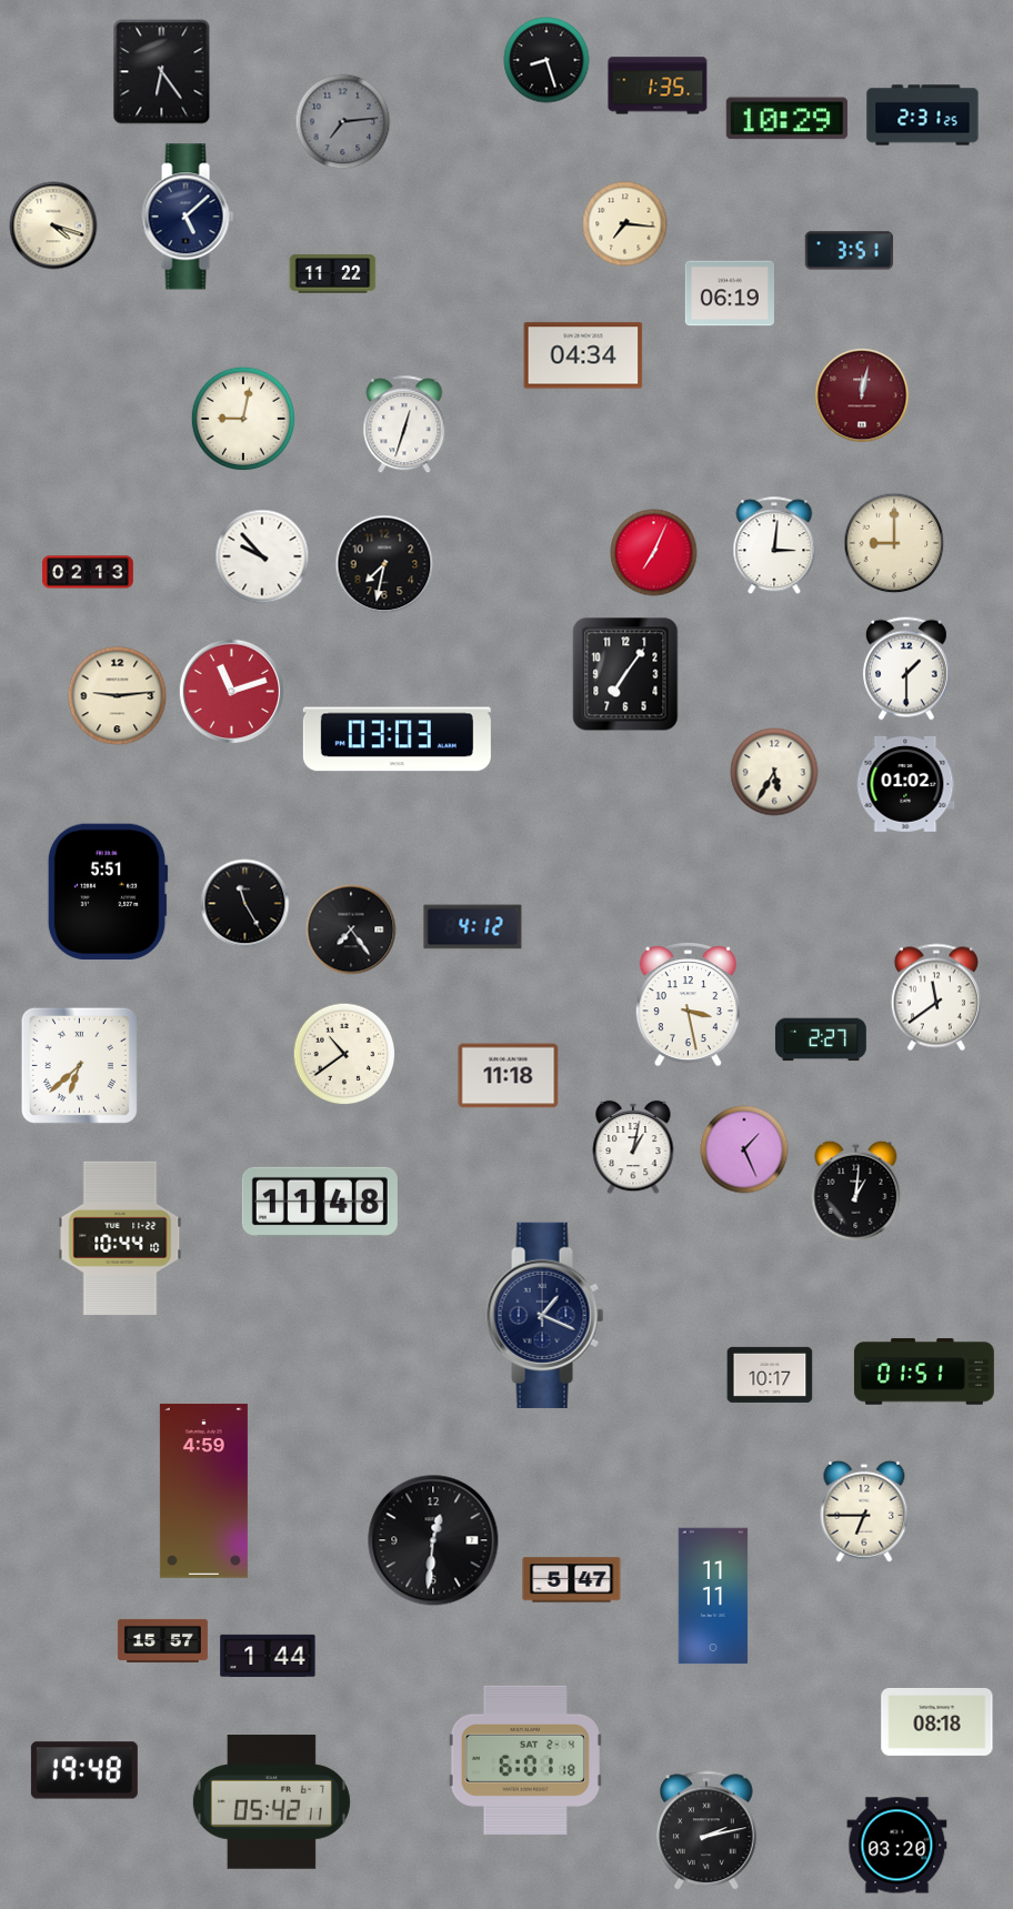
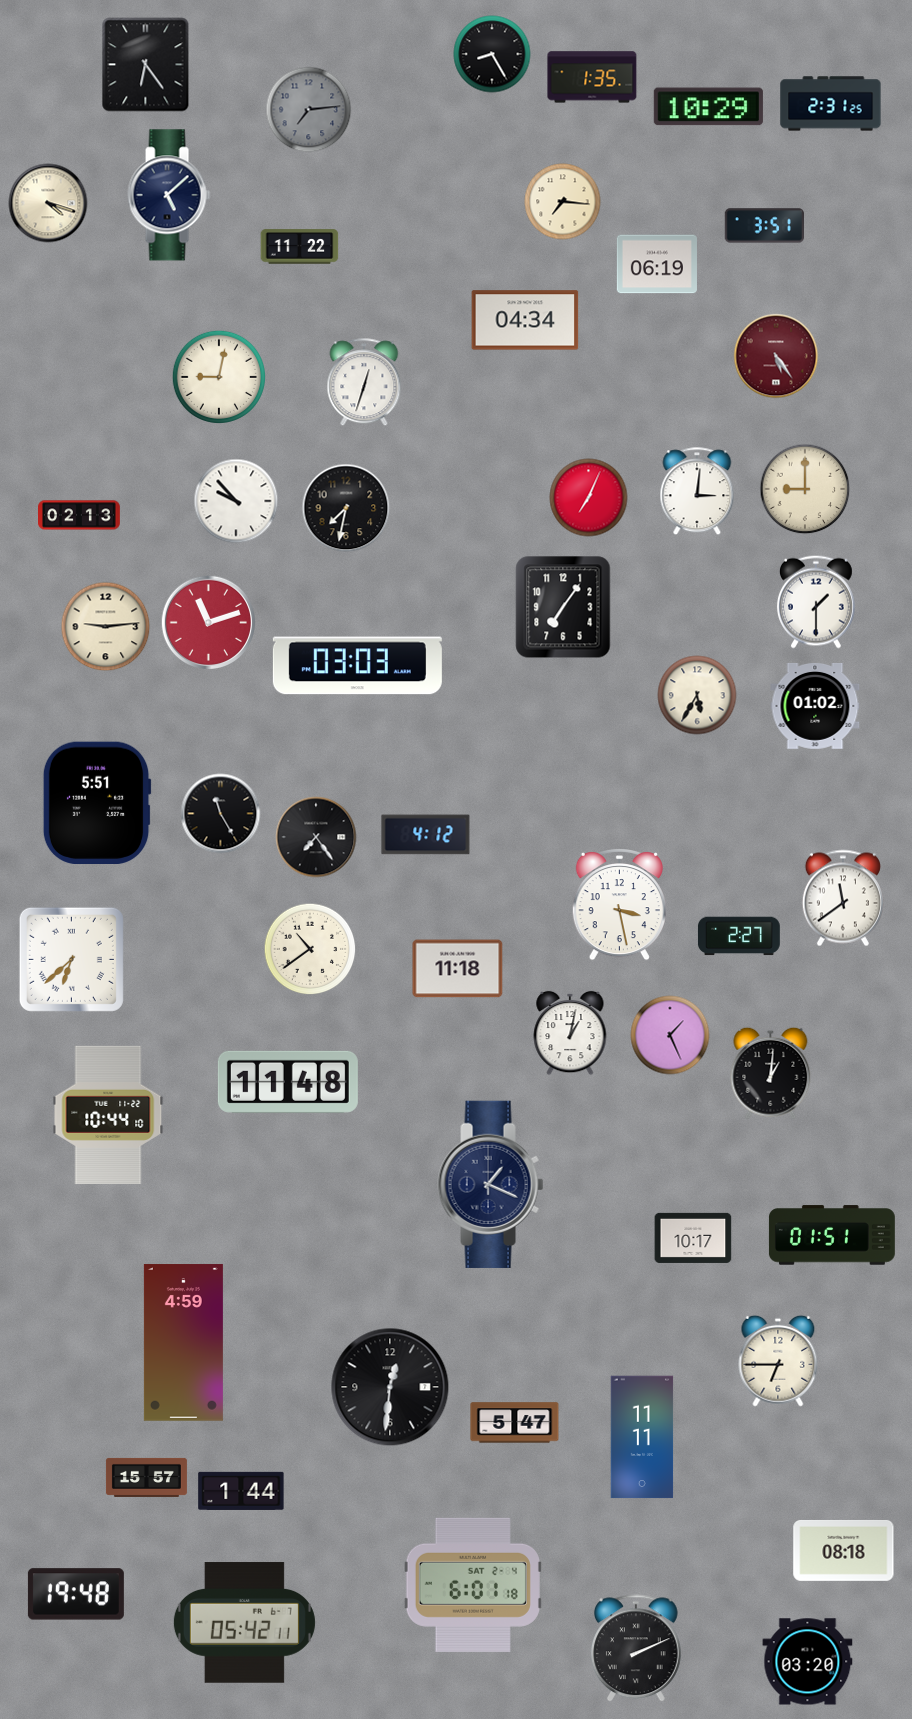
clock at (546, 60): 8:27 -> 8:25
clock at (862, 395): 12:02 -> 5:24
clock at (706, 1831): 2:13 -> 2:11
